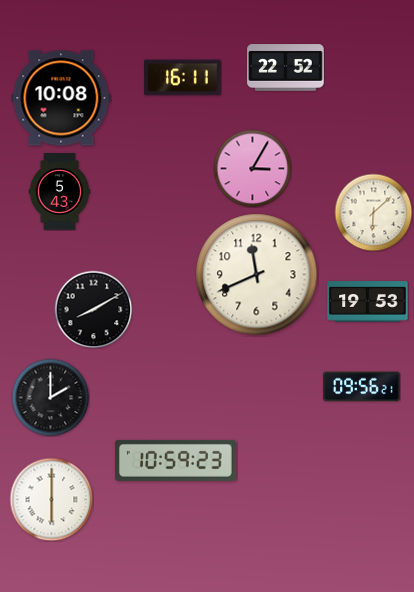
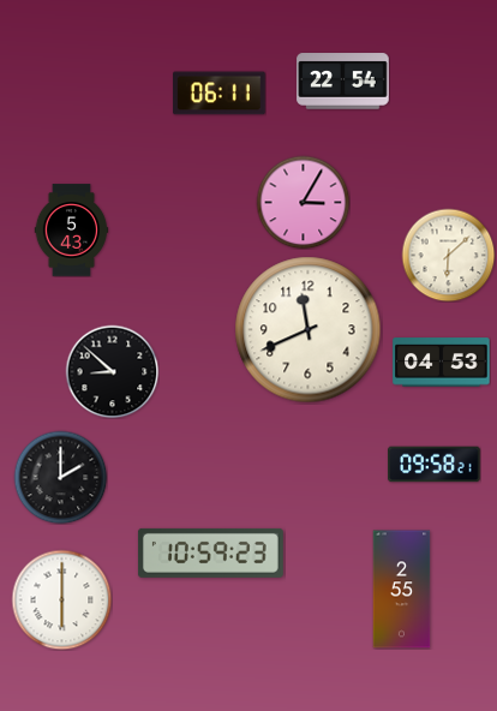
clock at (286, 68): 22:52 -> 22:54
clock at (183, 78): 16:11 -> 06:11
clock at (61, 98): 10:08 -> none
clock at (368, 302): 19:53 -> 04:53
clock at (93, 309): 8:10 -> 8:52
clock at (362, 387): 09:56 -> 09:58
clock at (402, 590): none -> 2:55
